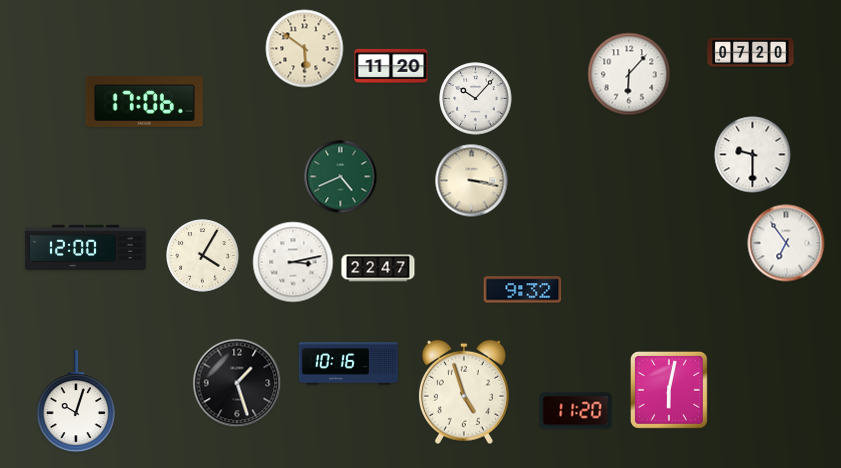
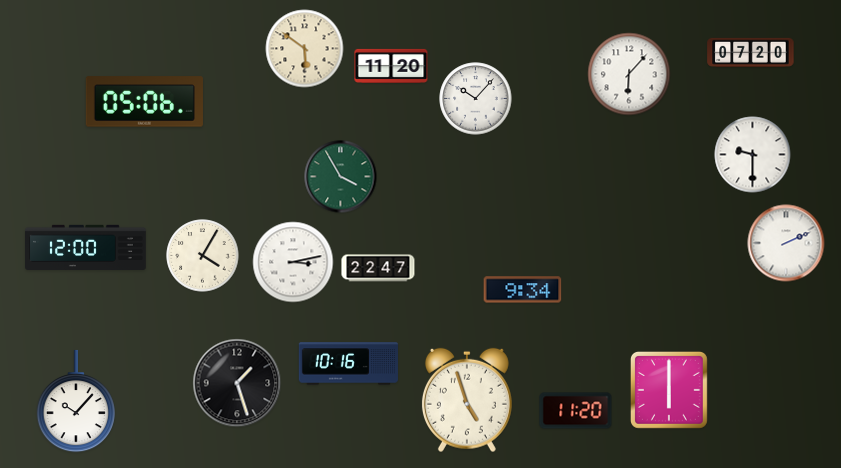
clock at (144, 102): 17:06 -> 05:06
clock at (341, 177): 4:41 -> 3:55
clock at (472, 181): 3:17 -> none
clock at (786, 243): 6:54 -> 2:11
clock at (523, 290): 9:32 -> 9:34
clock at (669, 390): 6:02 -> 6:00
clock at (464, 392) position: (464, 392) -> (467, 400)
clock at (76, 401): 10:03 -> 10:07
